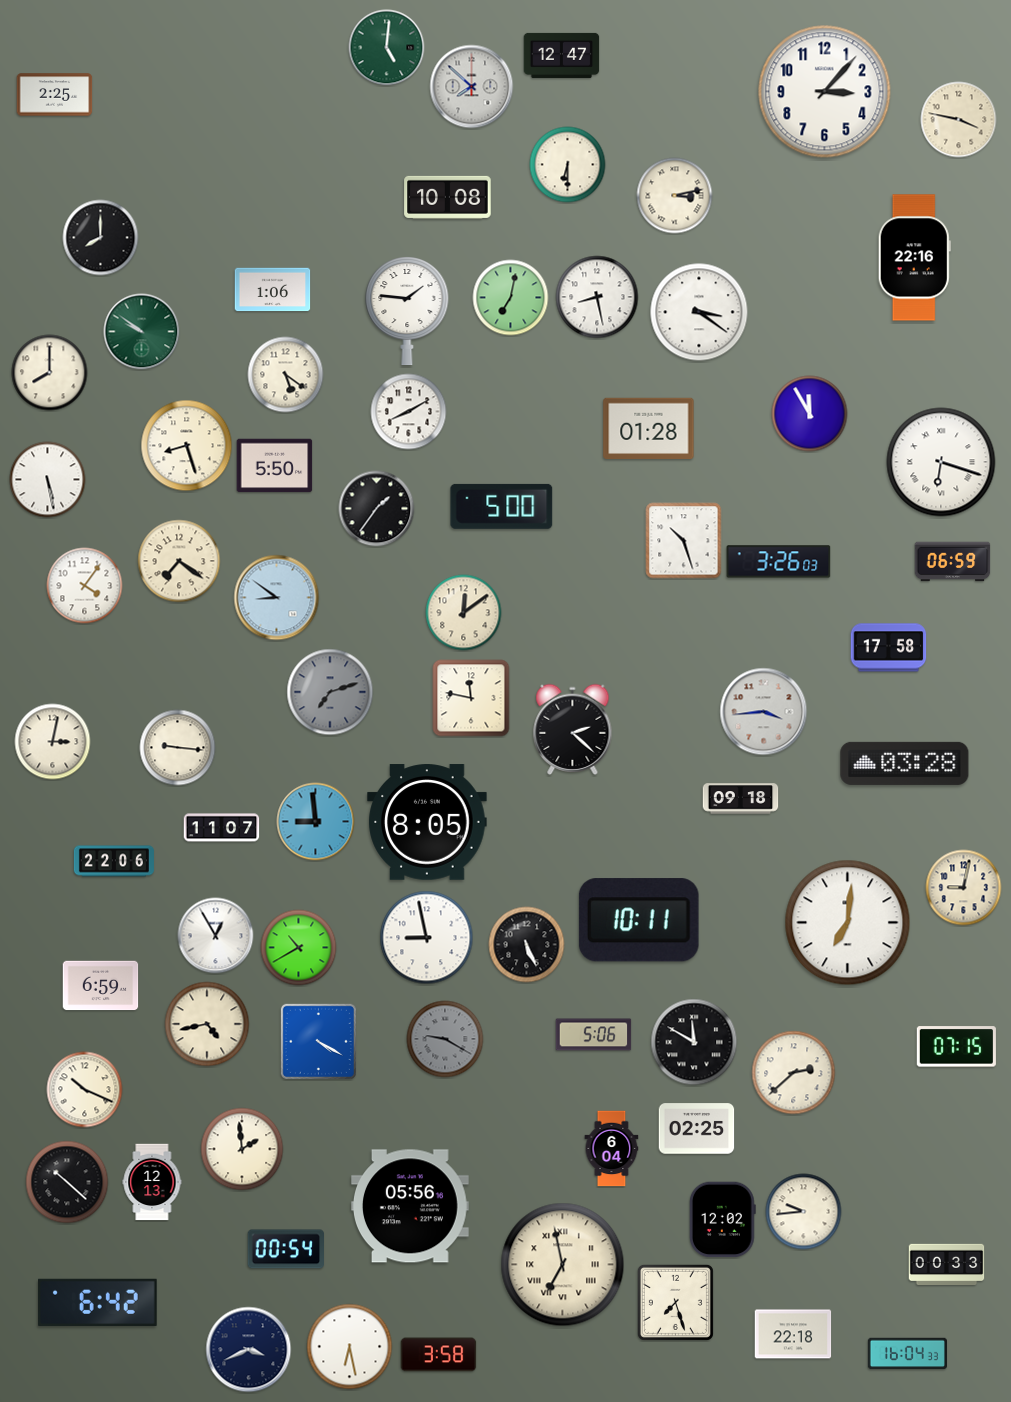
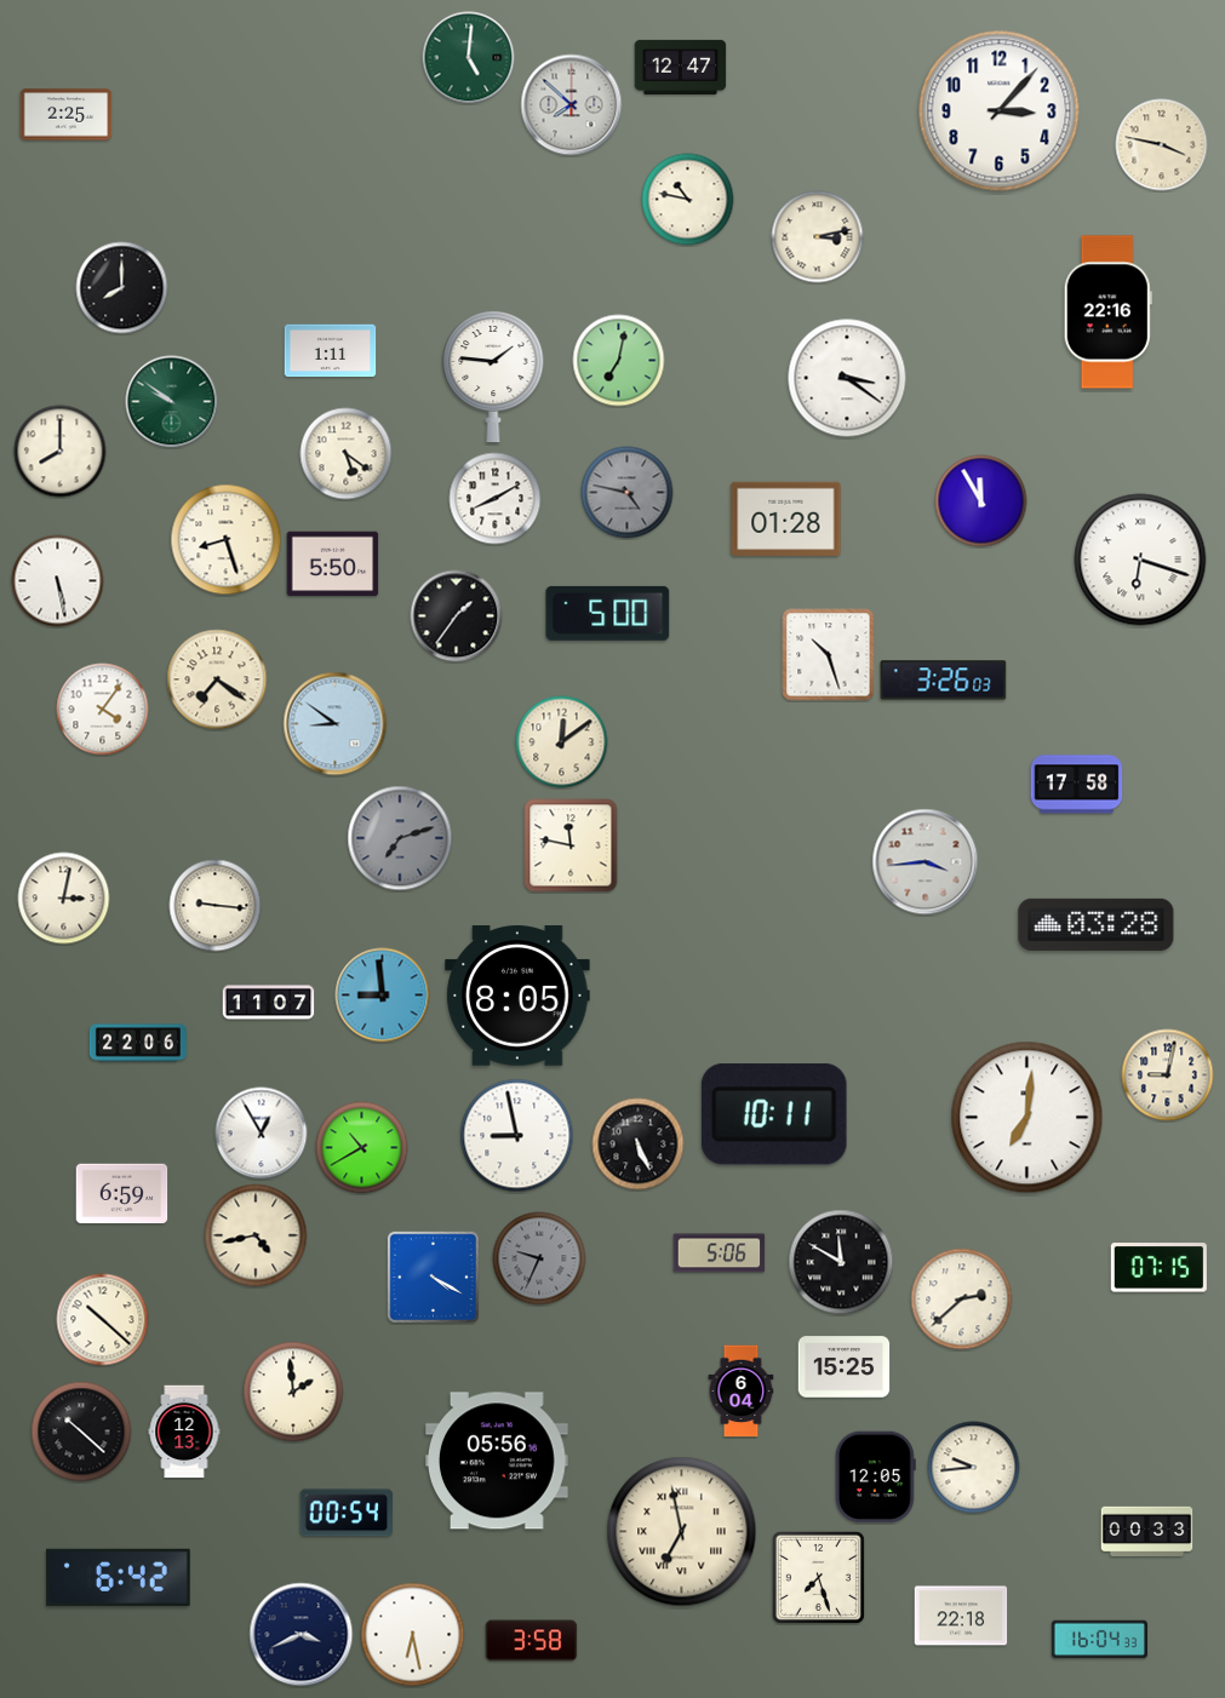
clock at (568, 165): 6:30 -> 10:47
clock at (448, 197): 10:08 -> none
clock at (273, 290): 1:06 -> 1:11
clock at (597, 297): 8:28 -> none
clock at (628, 493): none -> 4:47
clock at (953, 562): 06:59 -> none
clock at (573, 729): 2:22 -> none
clock at (741, 799): 09:18 -> none
clock at (207, 1024) position: (207, 1024) -> (256, 1235)
clock at (445, 1039): 9:20 -> 9:34
clock at (318, 1041) position: (318, 1041) -> (433, 1277)
clock at (85, 1090): 10:19 -> 10:22
clock at (697, 1129): 02:25 -> 15:25
clock at (722, 1220): 12:02 -> 12:05
clock at (350, 1347) position: (350, 1347) -> (413, 1635)
